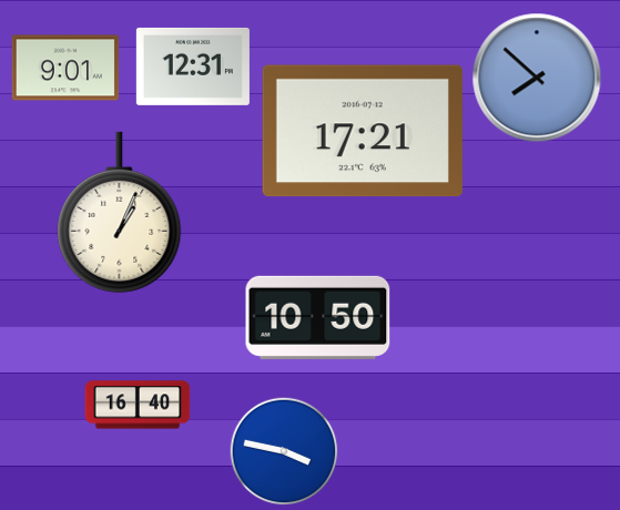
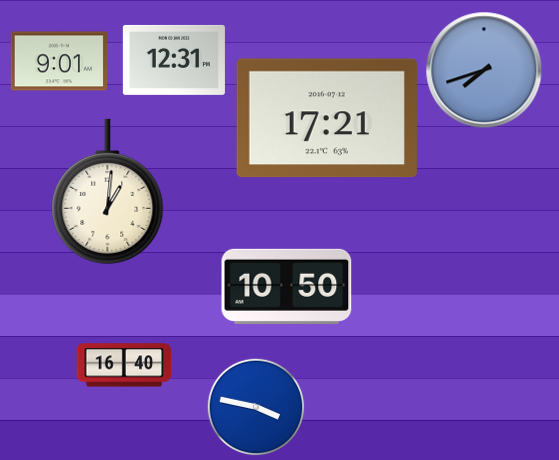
clock at (537, 78): 7:52 -> 7:42
clock at (120, 212): 1:04 -> 1:01
